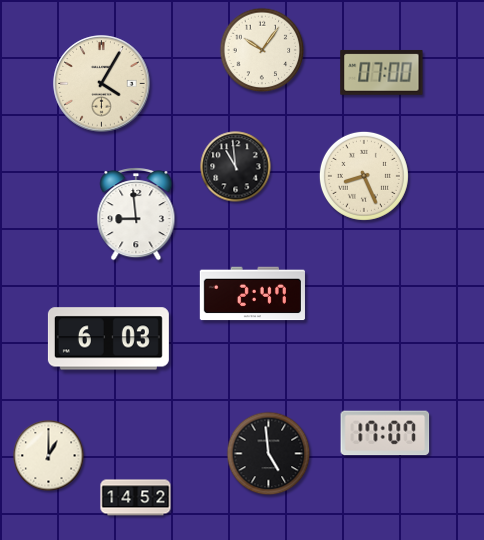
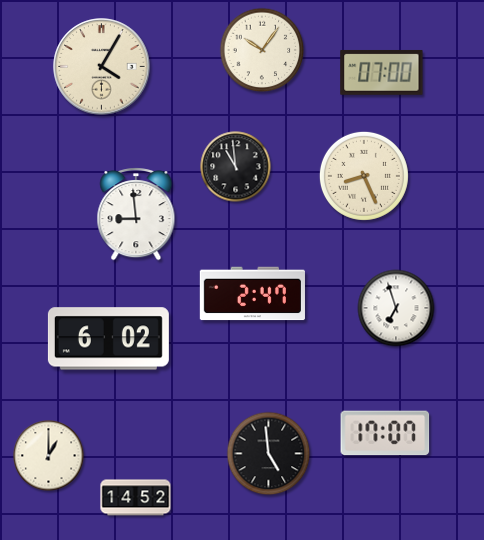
clock at (102, 84) position: (102, 84) -> (102, 67)
clock at (396, 308): none -> 6:57
clock at (108, 339): 6:03 -> 6:02
